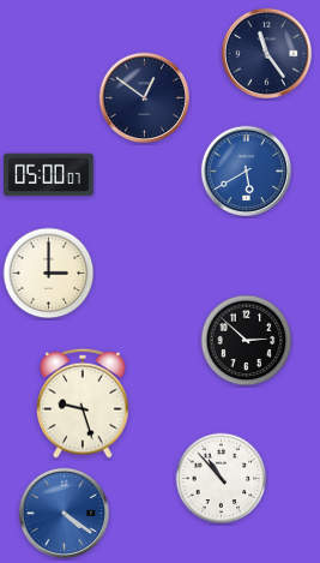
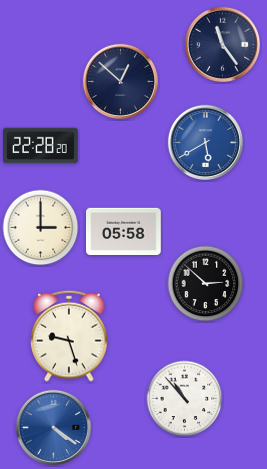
clock at (144, 97): 12:51 -> 12:52
clock at (49, 175): 05:00 -> 22:28
clock at (124, 231): none -> 05:58
